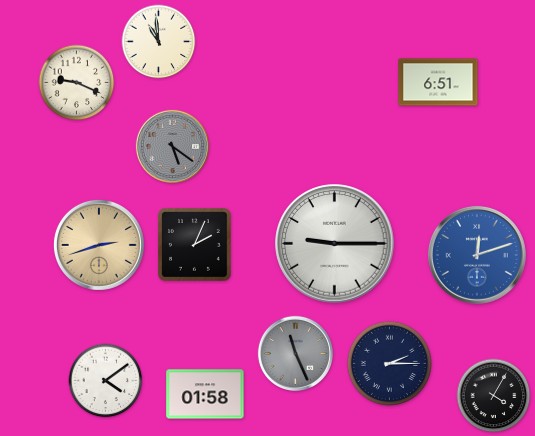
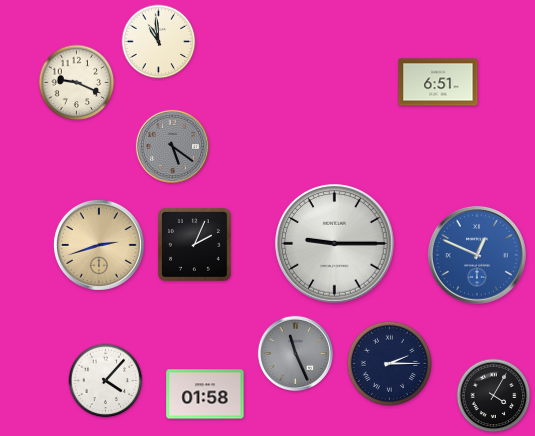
clock at (478, 255): 12:12 -> 12:49
clock at (106, 381): 4:09 -> 4:07
